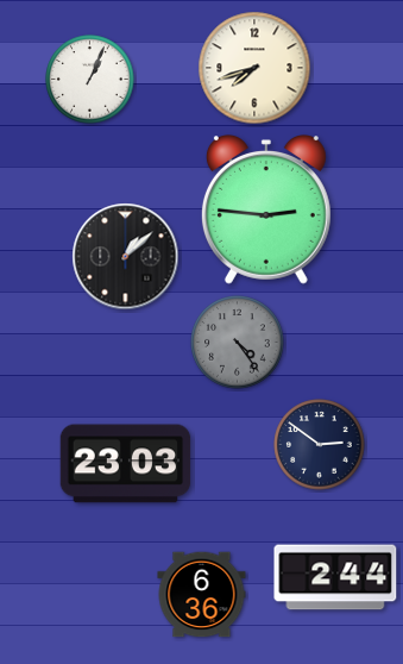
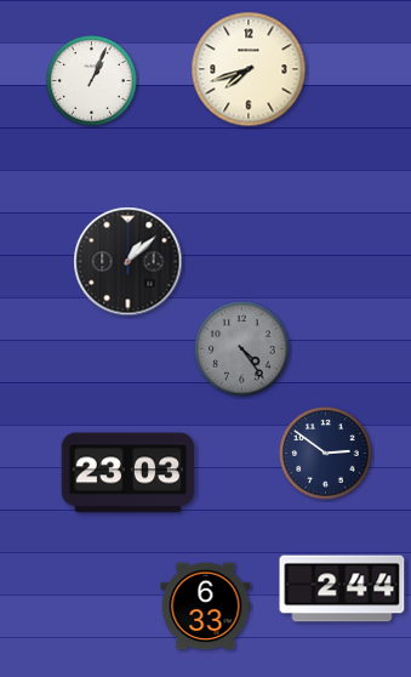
clock at (254, 68) position: (254, 68) -> (249, 69)
clock at (266, 211): 2:46 -> none
clock at (202, 595): 6:36 -> 6:33
